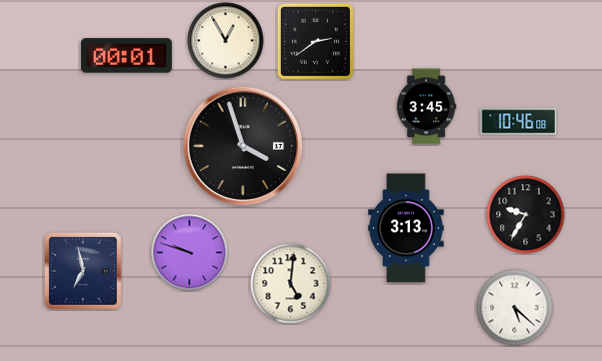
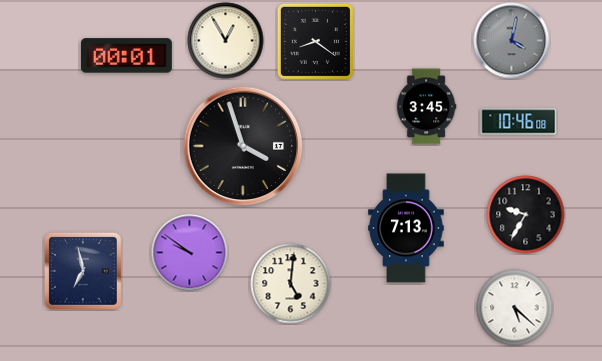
clock at (315, 41): 2:39 -> 8:21
clock at (512, 41): none -> 4:02
clock at (406, 228): 3:13 -> 7:13
clock at (190, 253): 9:48 -> 9:51
